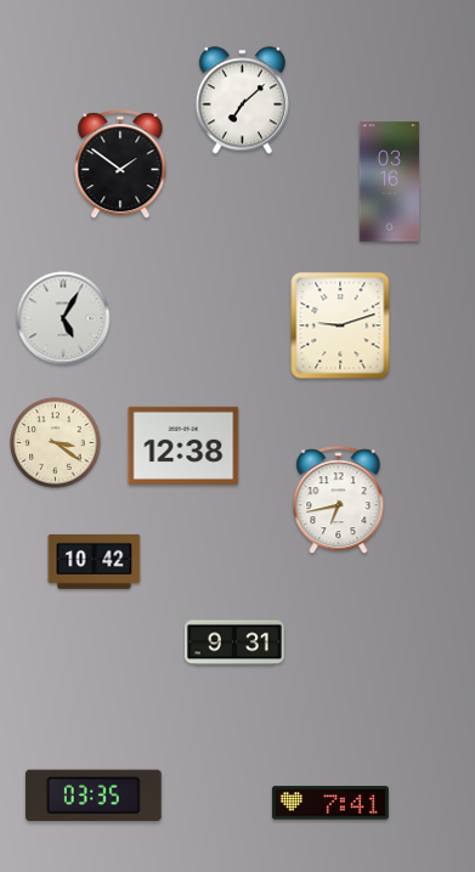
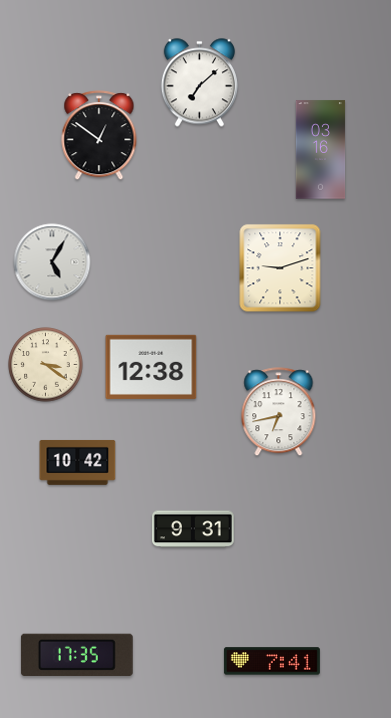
clock at (120, 165): 1:51 -> 12:51
clock at (94, 795): 03:35 -> 17:35
